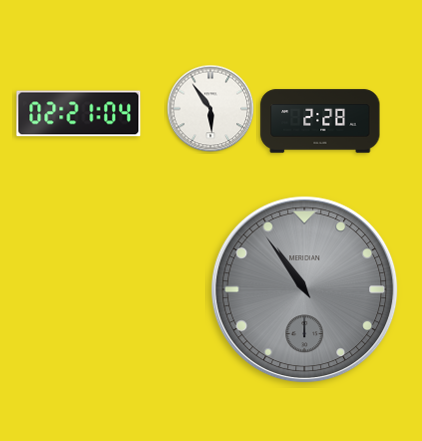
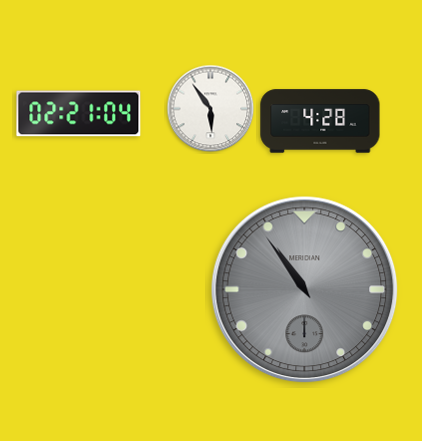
clock at (320, 121): 2:28 -> 4:28
